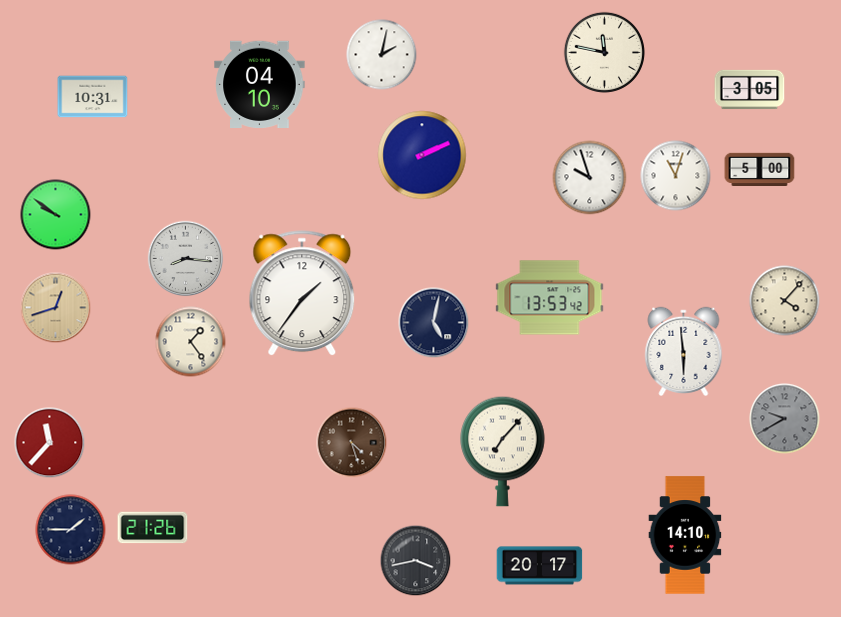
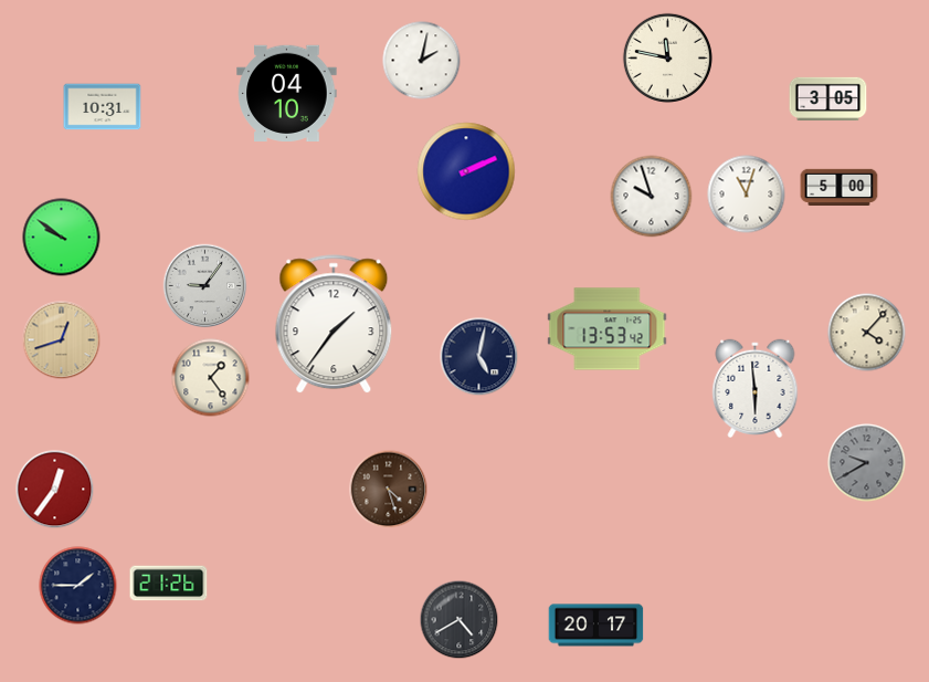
clock at (186, 259): 8:16 -> 9:06
clock at (50, 443): 11:37 -> 12:36
clock at (503, 451): 7:07 -> none
clock at (685, 535): 14:10 -> none
clock at (416, 561): 3:43 -> 4:40
